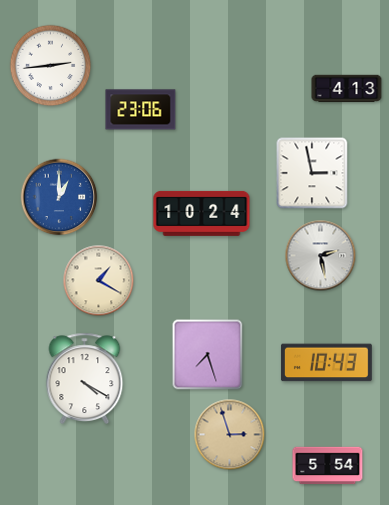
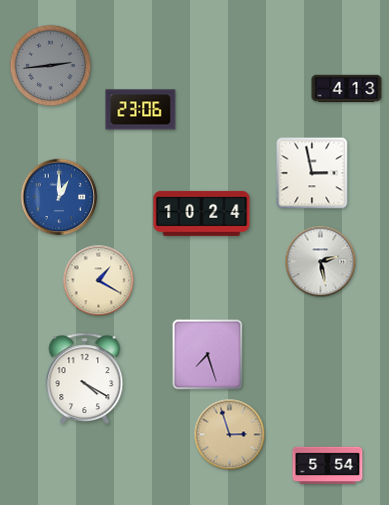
clock at (51, 66) dial: white -> grey
clock at (321, 256) position: (321, 256) -> (321, 262)
clock at (326, 363): 10:43 -> none
